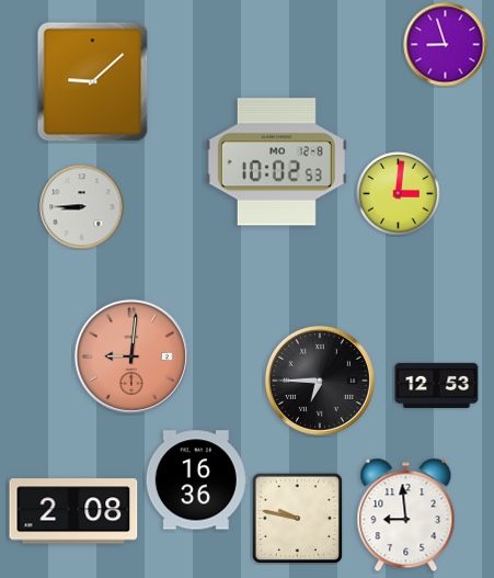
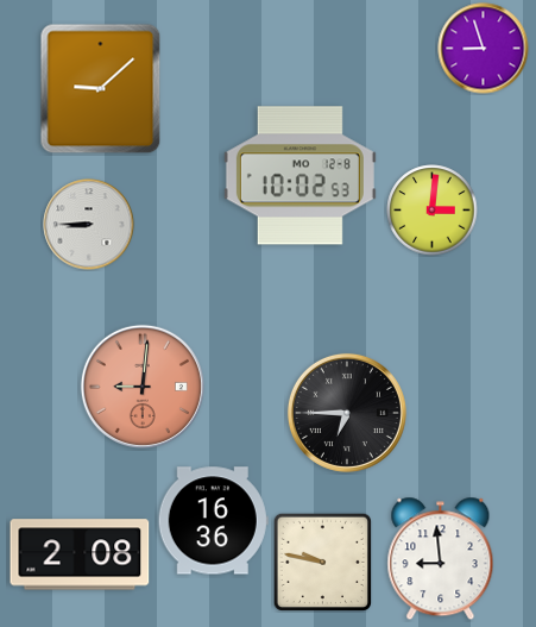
clock at (437, 385): 12:53 -> none
